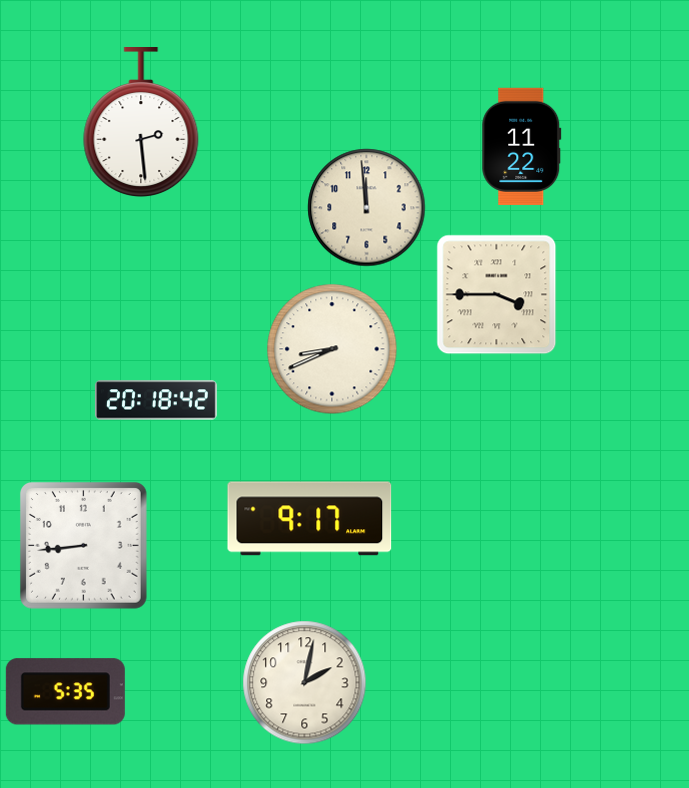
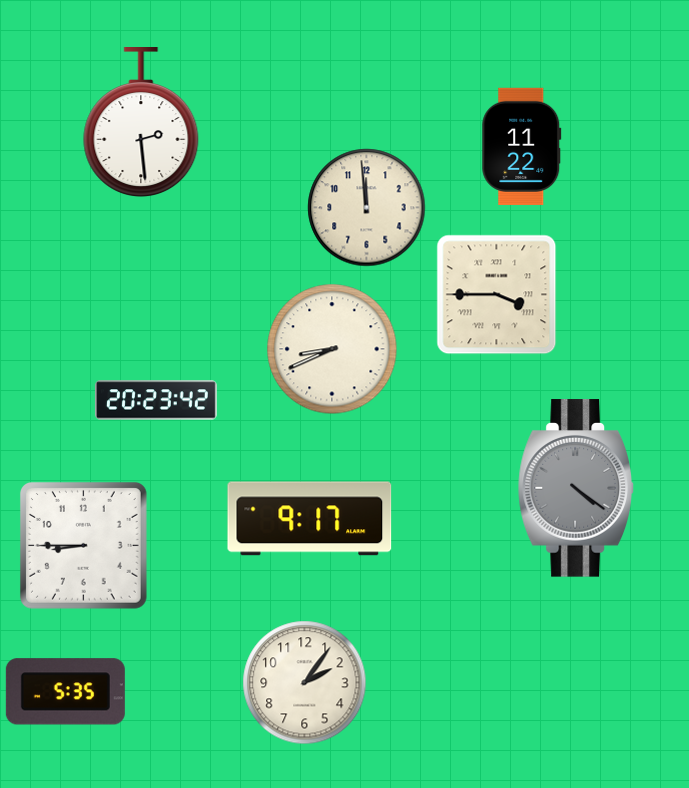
clock at (157, 400): 20:18 -> 20:23
clock at (575, 488): none -> 4:21
clock at (84, 546): 8:44 -> 8:45
clock at (305, 683): 2:02 -> 2:06
